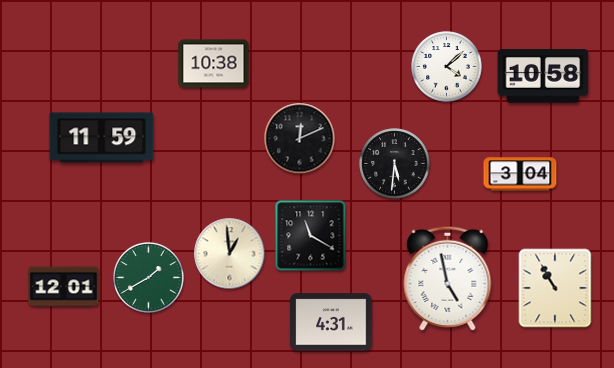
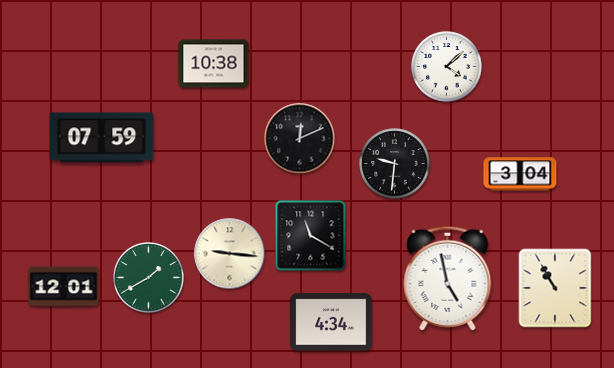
clock at (543, 76): 10:58 -> none
clock at (102, 138): 11:59 -> 07:59
clock at (395, 164): 5:31 -> 9:31
clock at (230, 254): 12:59 -> 9:16
clock at (331, 322): 4:31 -> 4:34
